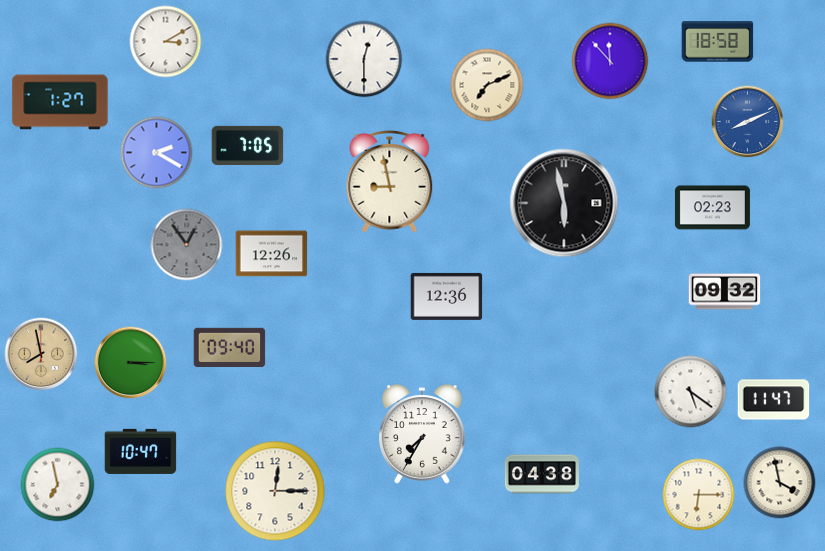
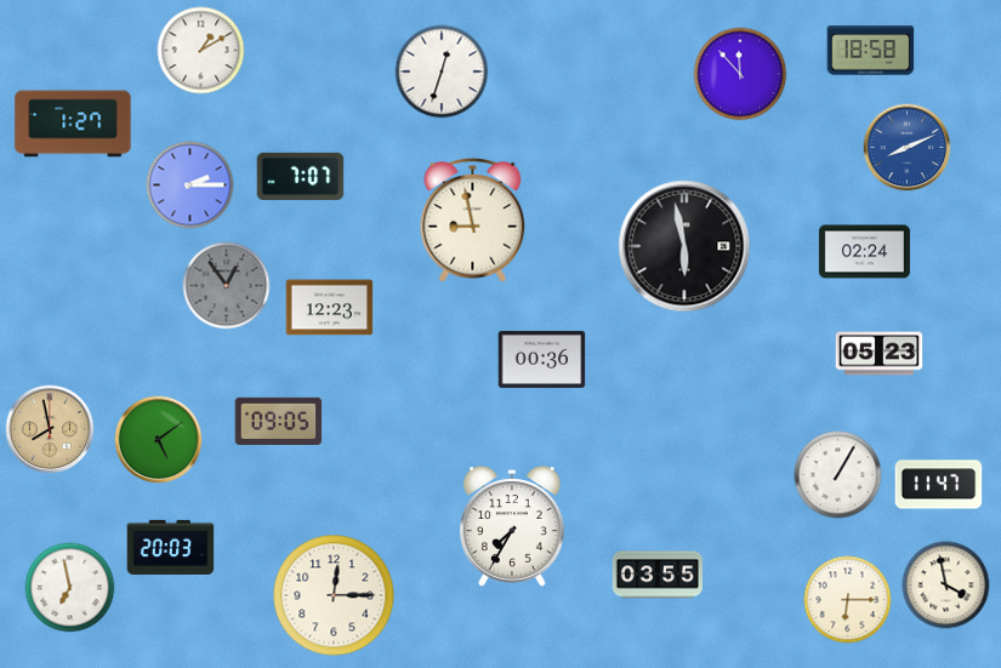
clock at (166, 42): 3:10 -> 1:10
clock at (364, 59): 12:30 -> 12:33
clock at (487, 85): 7:11 -> none
clock at (248, 145): 7:05 -> 7:07
clock at (157, 153): 2:20 -> 2:15
clock at (712, 208): 02:23 -> 02:24
clock at (187, 245) position: (187, 245) -> (227, 286)
clock at (272, 254): 12:26 -> 12:23
clock at (725, 292): 09:32 -> 05:23
clock at (447, 296): 12:36 -> 00:36
clock at (230, 347): 09:40 -> 09:05
clock at (131, 363): 3:15 -> 5:09
clock at (691, 392): 5:21 -> 1:05
clock at (141, 451): 10:47 -> 20:03
clock at (542, 474): 04:38 -> 03:55
